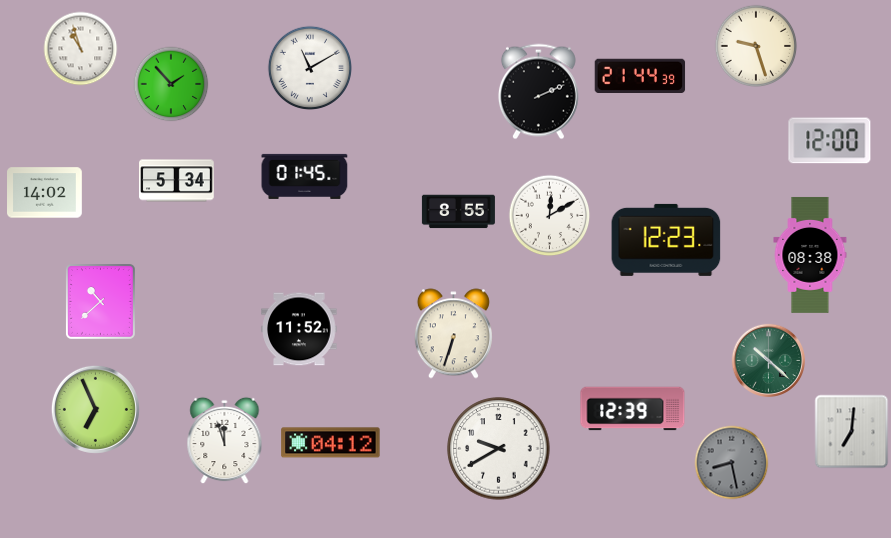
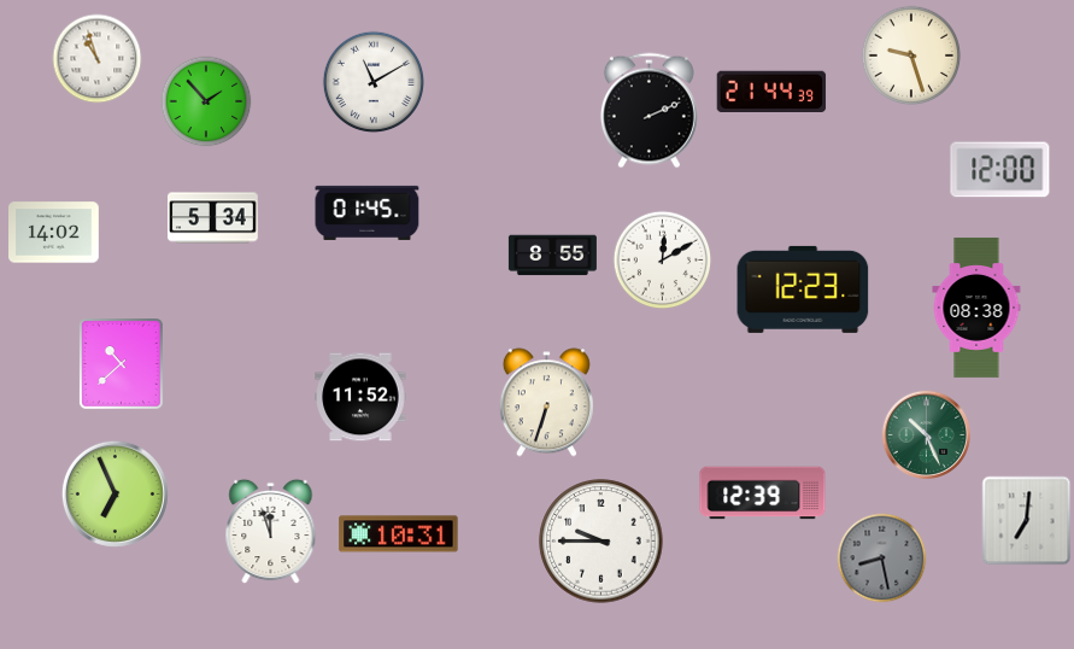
clock at (768, 360): 10:22 -> 10:26
clock at (331, 443): 04:12 -> 10:31
clock at (499, 449): 9:40 -> 9:45
